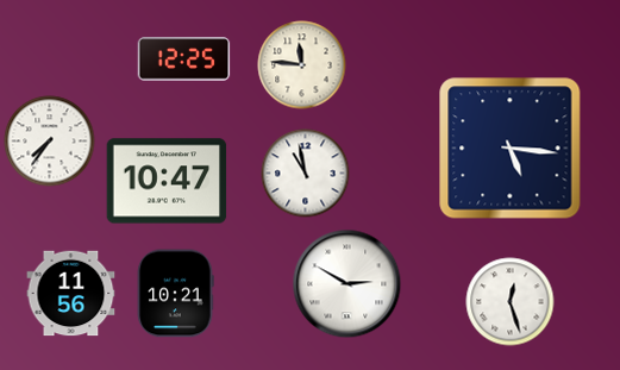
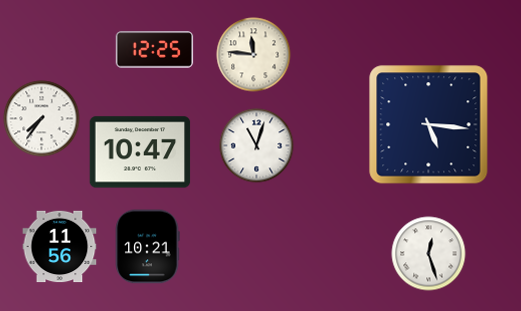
clock at (306, 174): 10:58 -> 11:03
clock at (347, 284): 2:50 -> none
